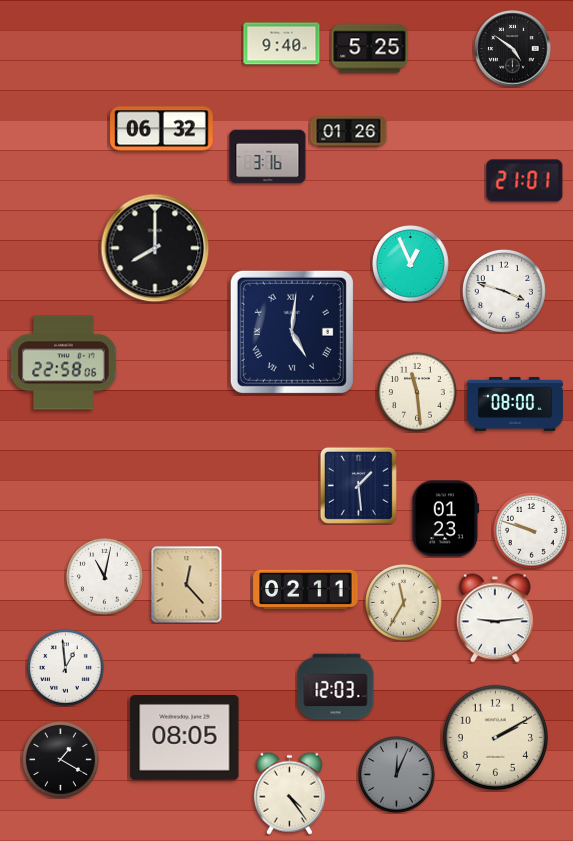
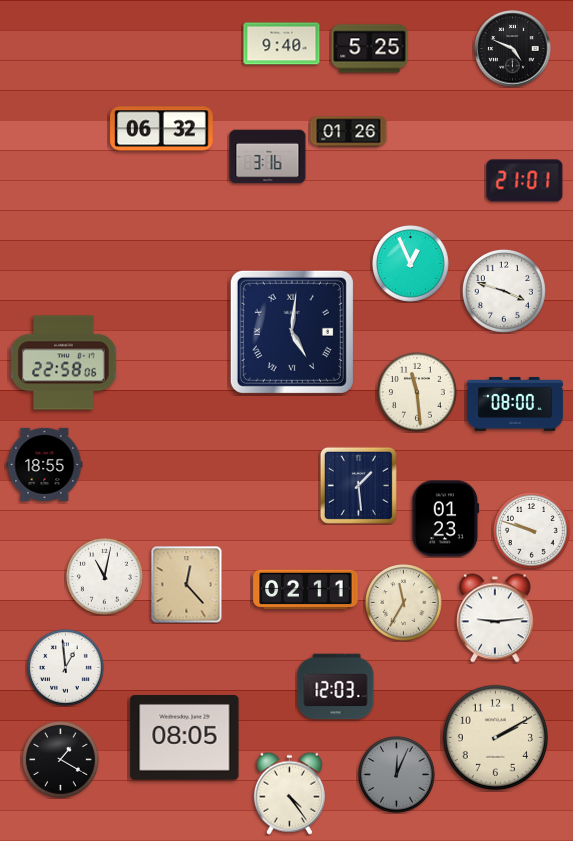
clock at (513, 49): 4:51 -> 4:49
clock at (155, 248): 8:00 -> none
clock at (45, 464): none -> 18:55
